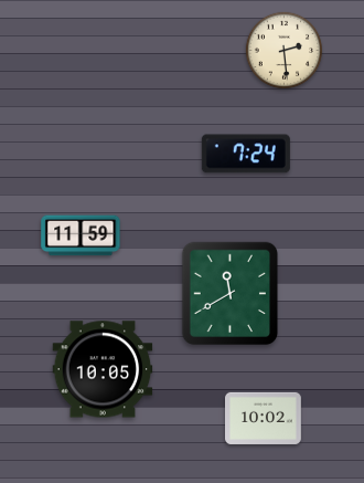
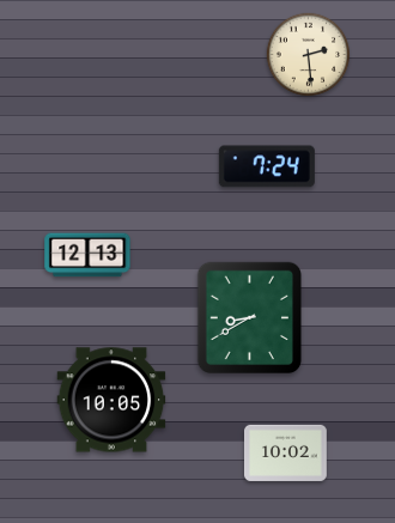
clock at (81, 235): 11:59 -> 12:13
clock at (231, 294): 11:40 -> 8:40
